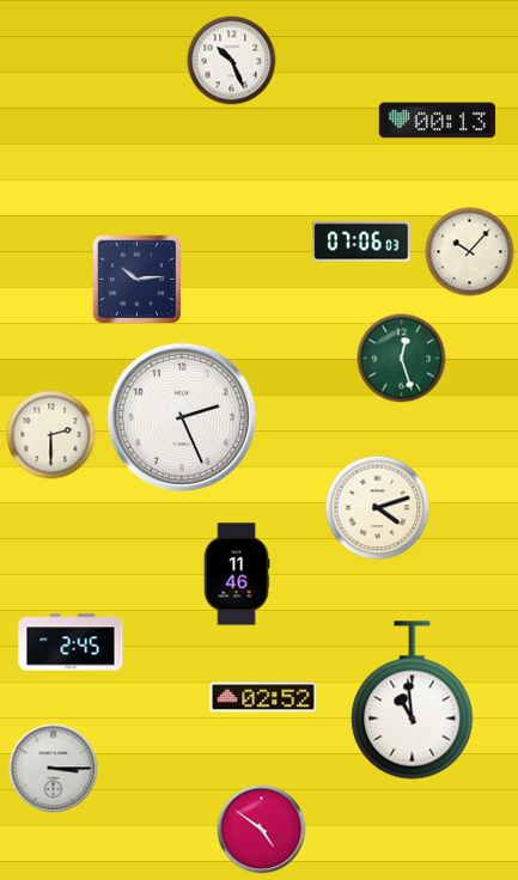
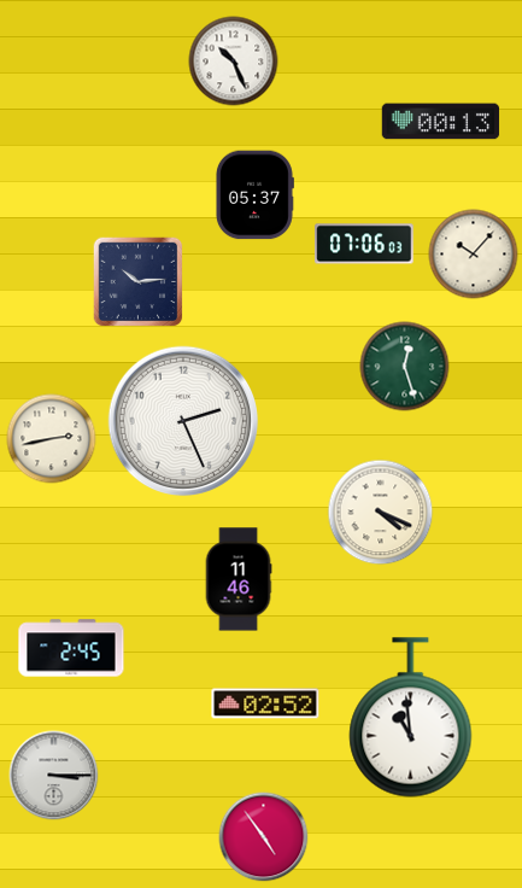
clock at (254, 195): none -> 05:37
clock at (402, 359) position: (402, 359) -> (405, 367)
clock at (51, 435): 2:30 -> 2:43
clock at (378, 508): 4:12 -> 4:19
clock at (413, 701) position: (413, 701) -> (411, 718)
clock at (262, 830): 4:51 -> 4:54
